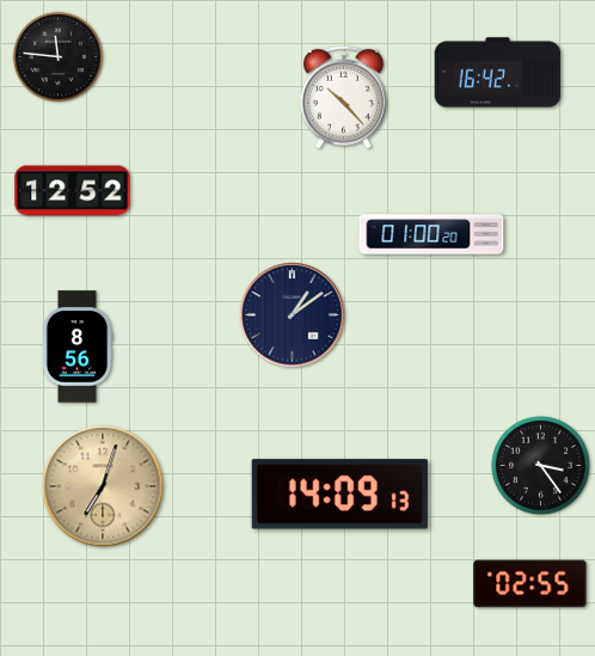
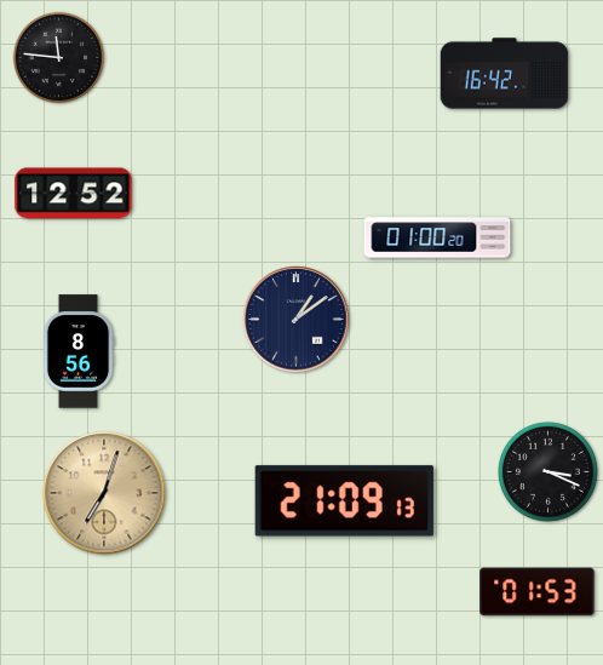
clock at (343, 97): 10:23 -> none
clock at (541, 466): 3:24 -> 3:19
clock at (339, 495): 14:09 -> 21:09
clock at (530, 584): 02:55 -> 01:53
